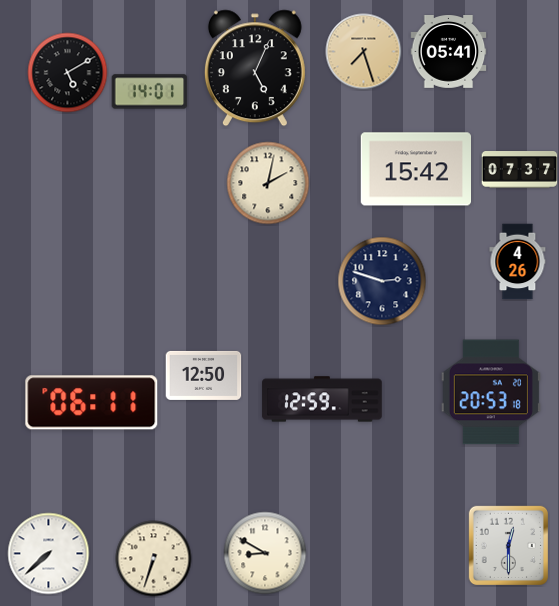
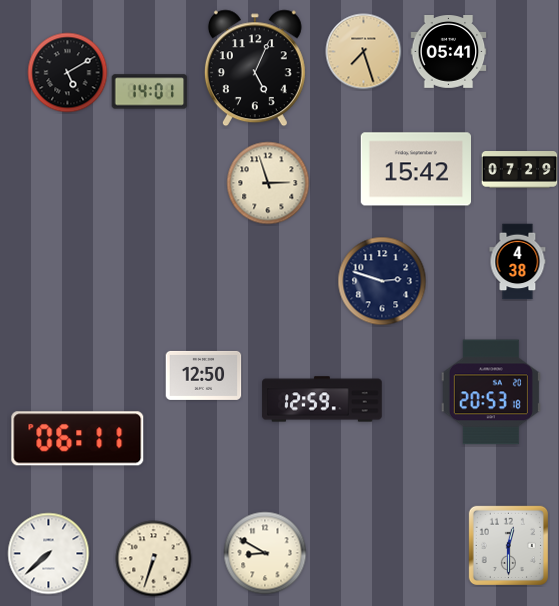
clock at (520, 170): 07:37 -> 07:29
clock at (268, 183): 2:02 -> 2:57
clock at (518, 262): 4:26 -> 4:38
clock at (92, 403) position: (92, 403) -> (78, 439)
